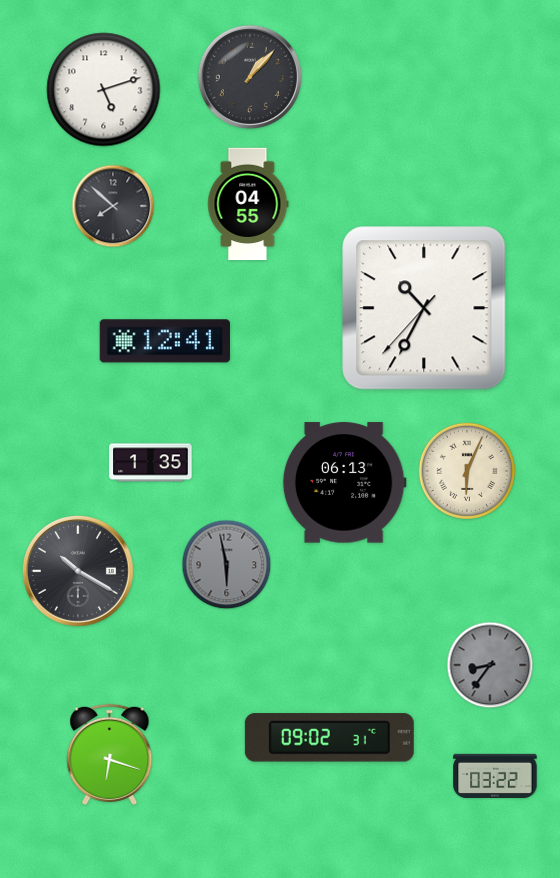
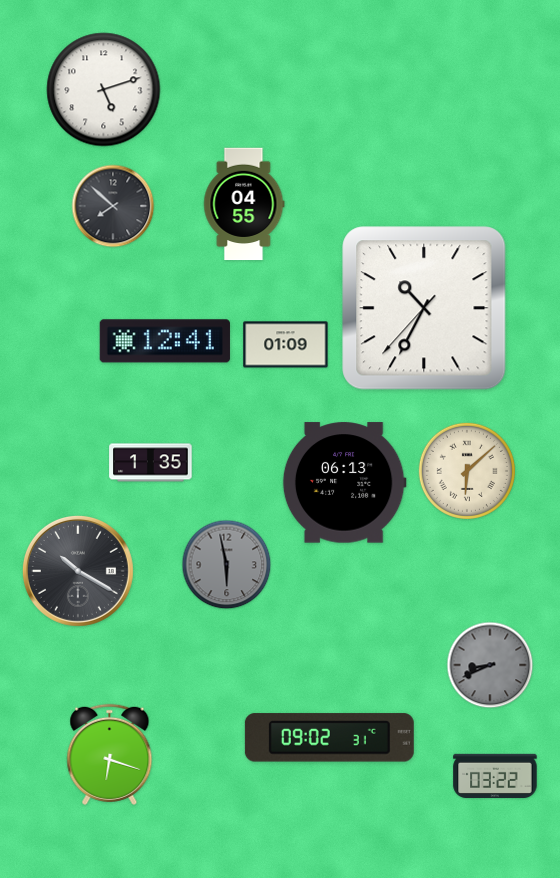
clock at (250, 77): 1:07 -> none
clock at (248, 204) position: (248, 204) -> (244, 204)
clock at (286, 345): none -> 01:09
clock at (467, 471): 6:04 -> 6:08
clock at (490, 665): 8:36 -> 8:41
